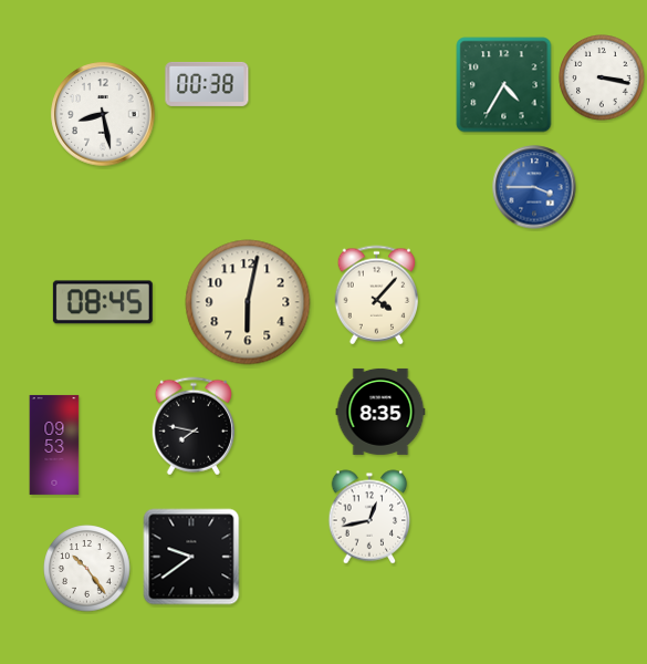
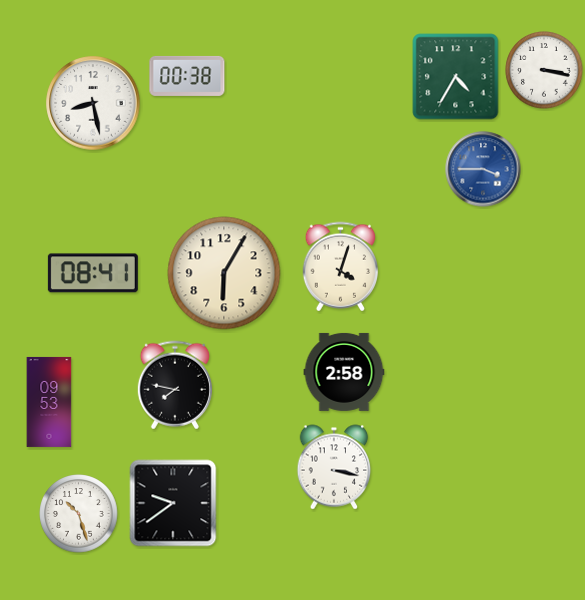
clock at (377, 295): 4:07 -> 4:03
clock at (103, 302): 08:45 -> 08:41
clock at (248, 302): 6:02 -> 6:05
clock at (380, 412): 8:35 -> 2:58
clock at (369, 517): 12:43 -> 3:17
clock at (87, 569): 10:24 -> 10:27
